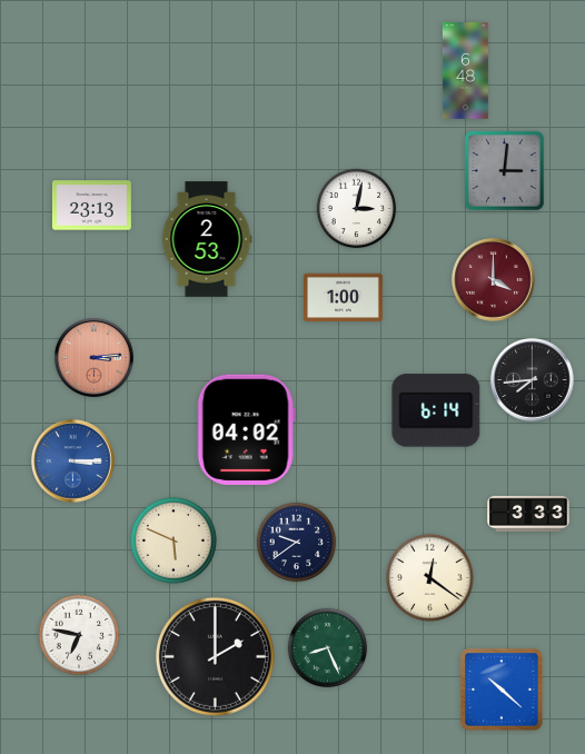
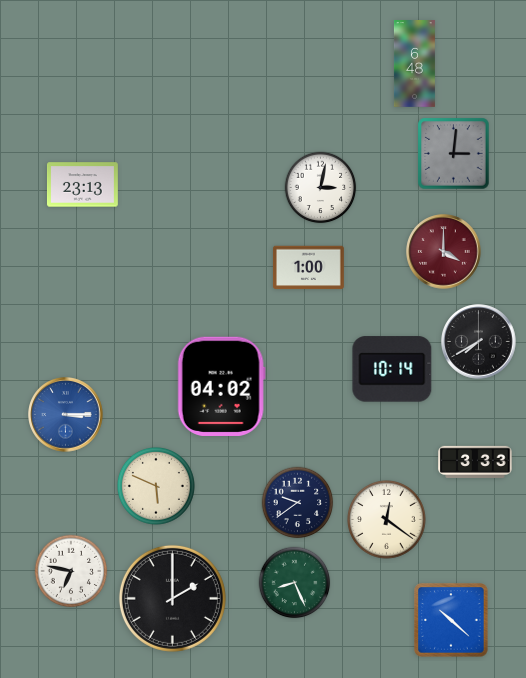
clock at (465, 71) position: (465, 71) -> (414, 64)
clock at (207, 239): 2:53 -> none
clock at (93, 357): 3:14 -> none
clock at (533, 380): 7:44 -> 7:40
clock at (436, 410): 6:14 -> 10:14
clock at (297, 543) position: (297, 543) -> (298, 503)
clock at (215, 656) position: (215, 656) -> (172, 598)
